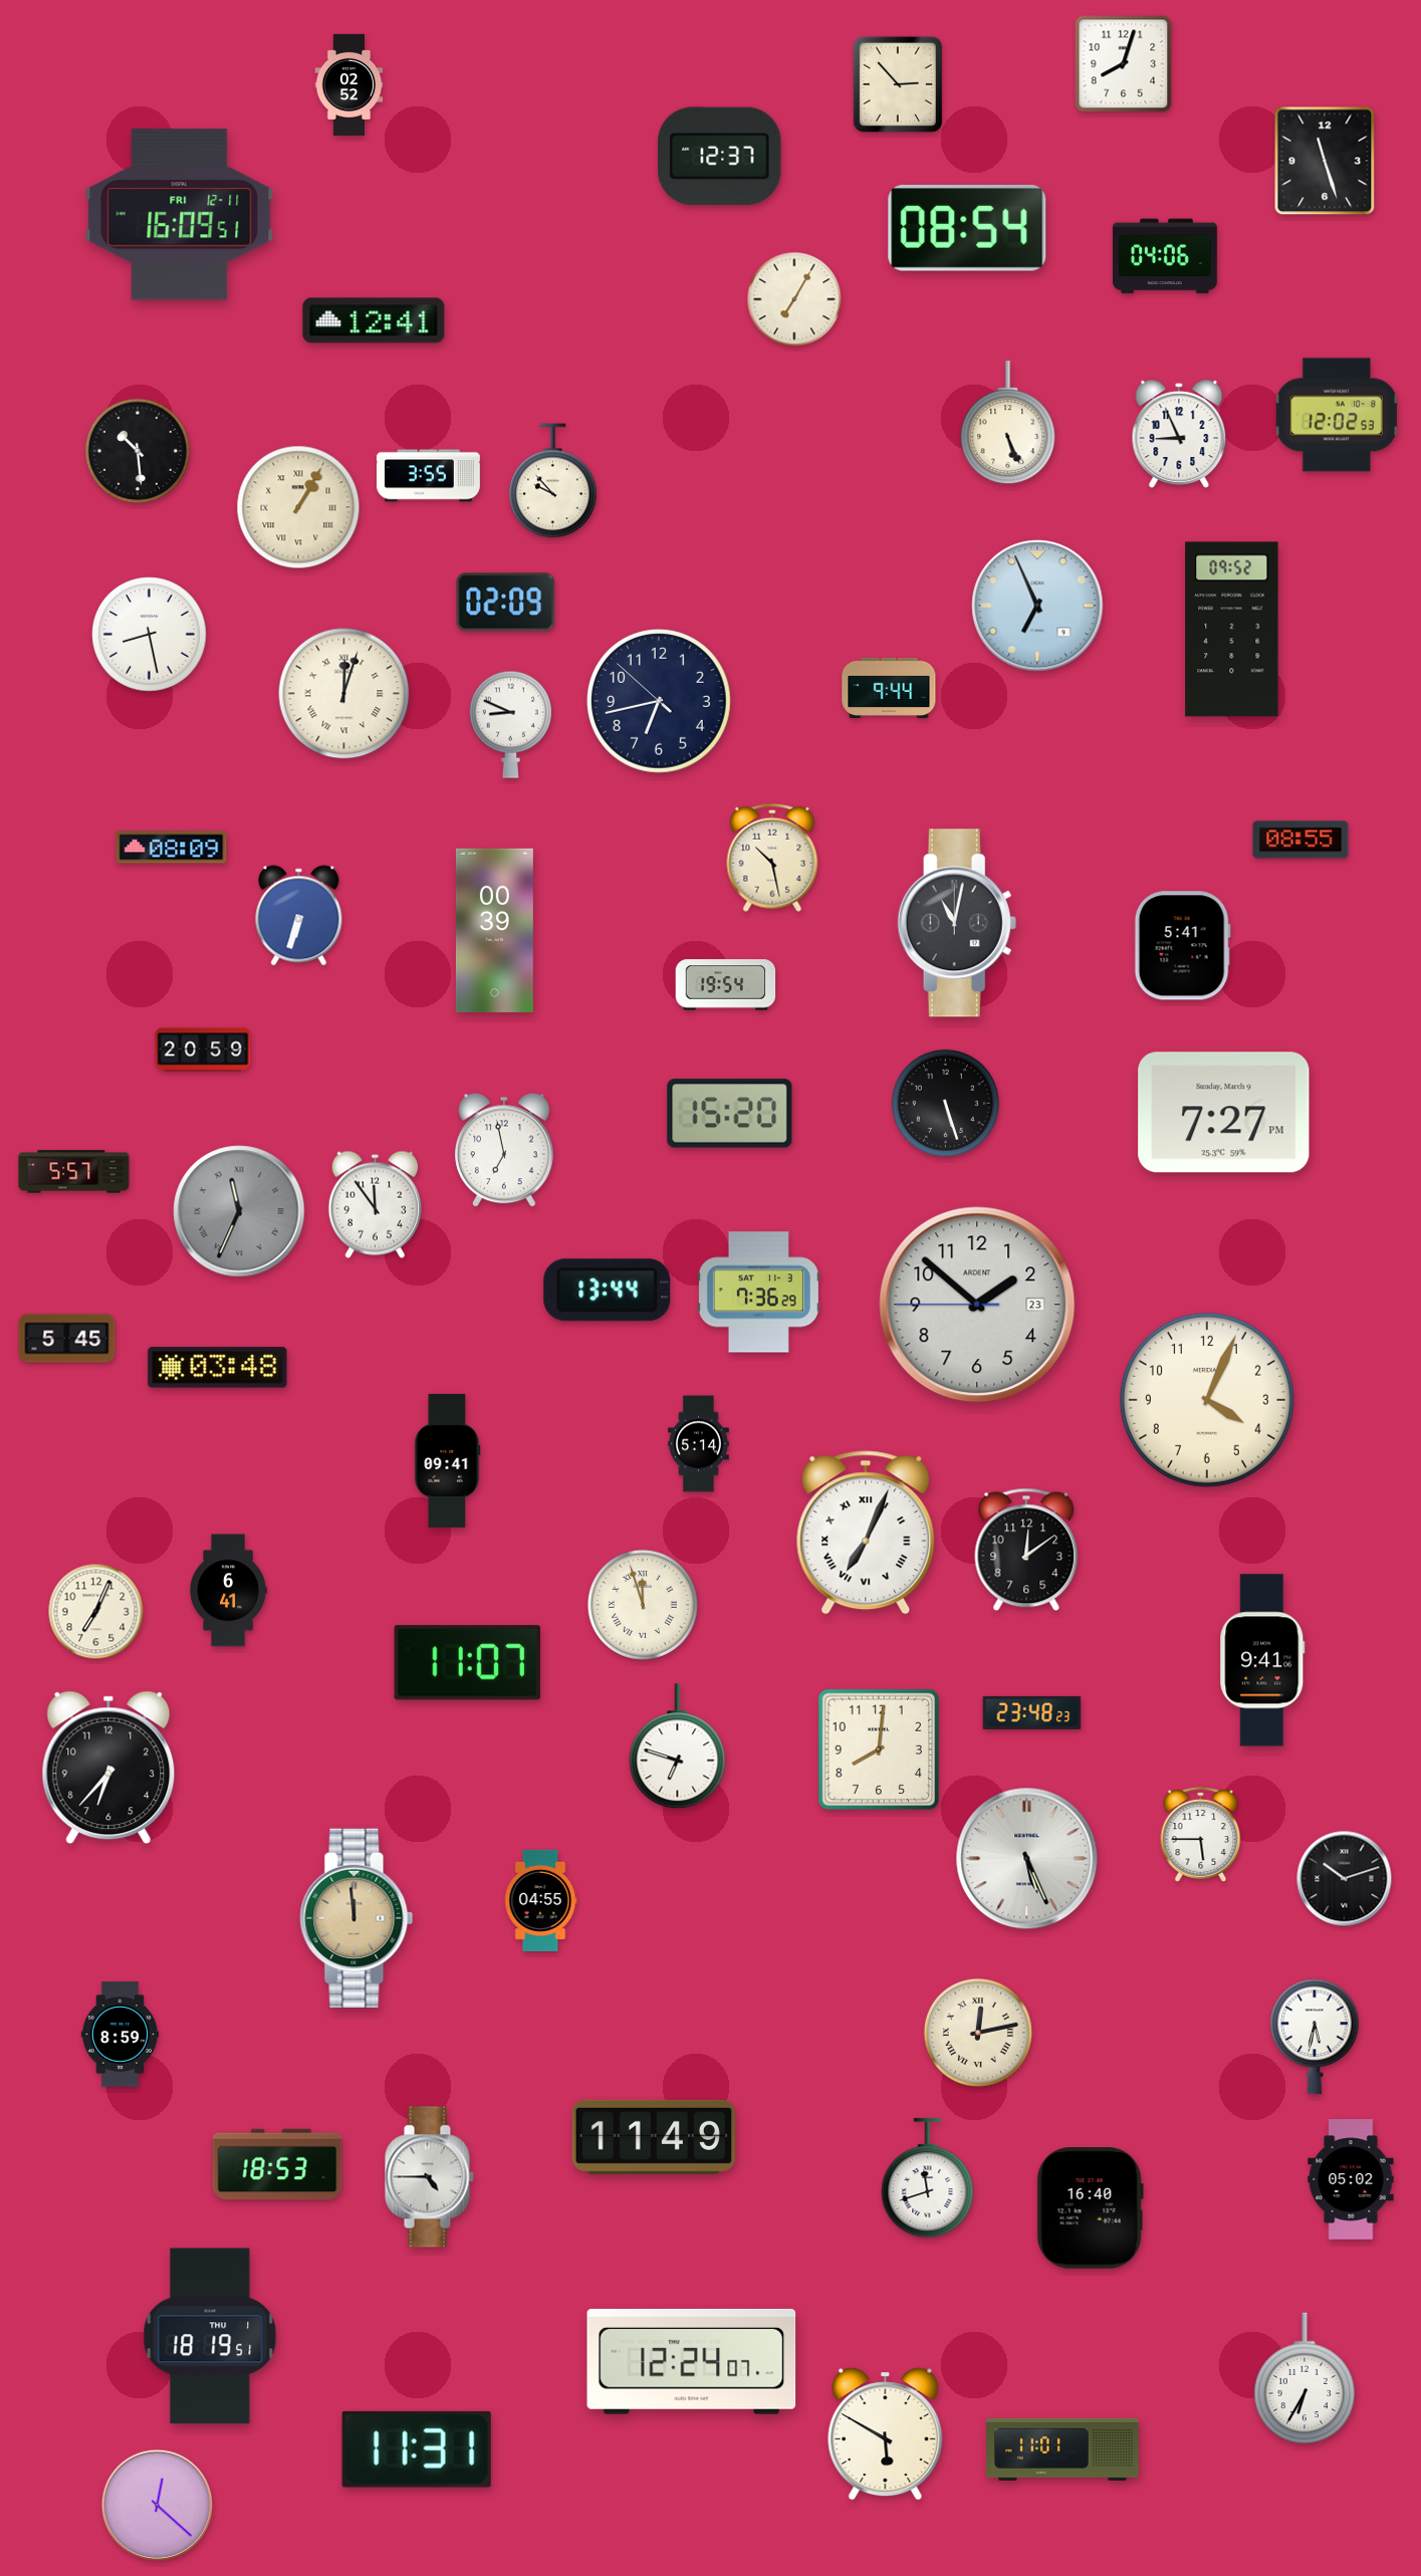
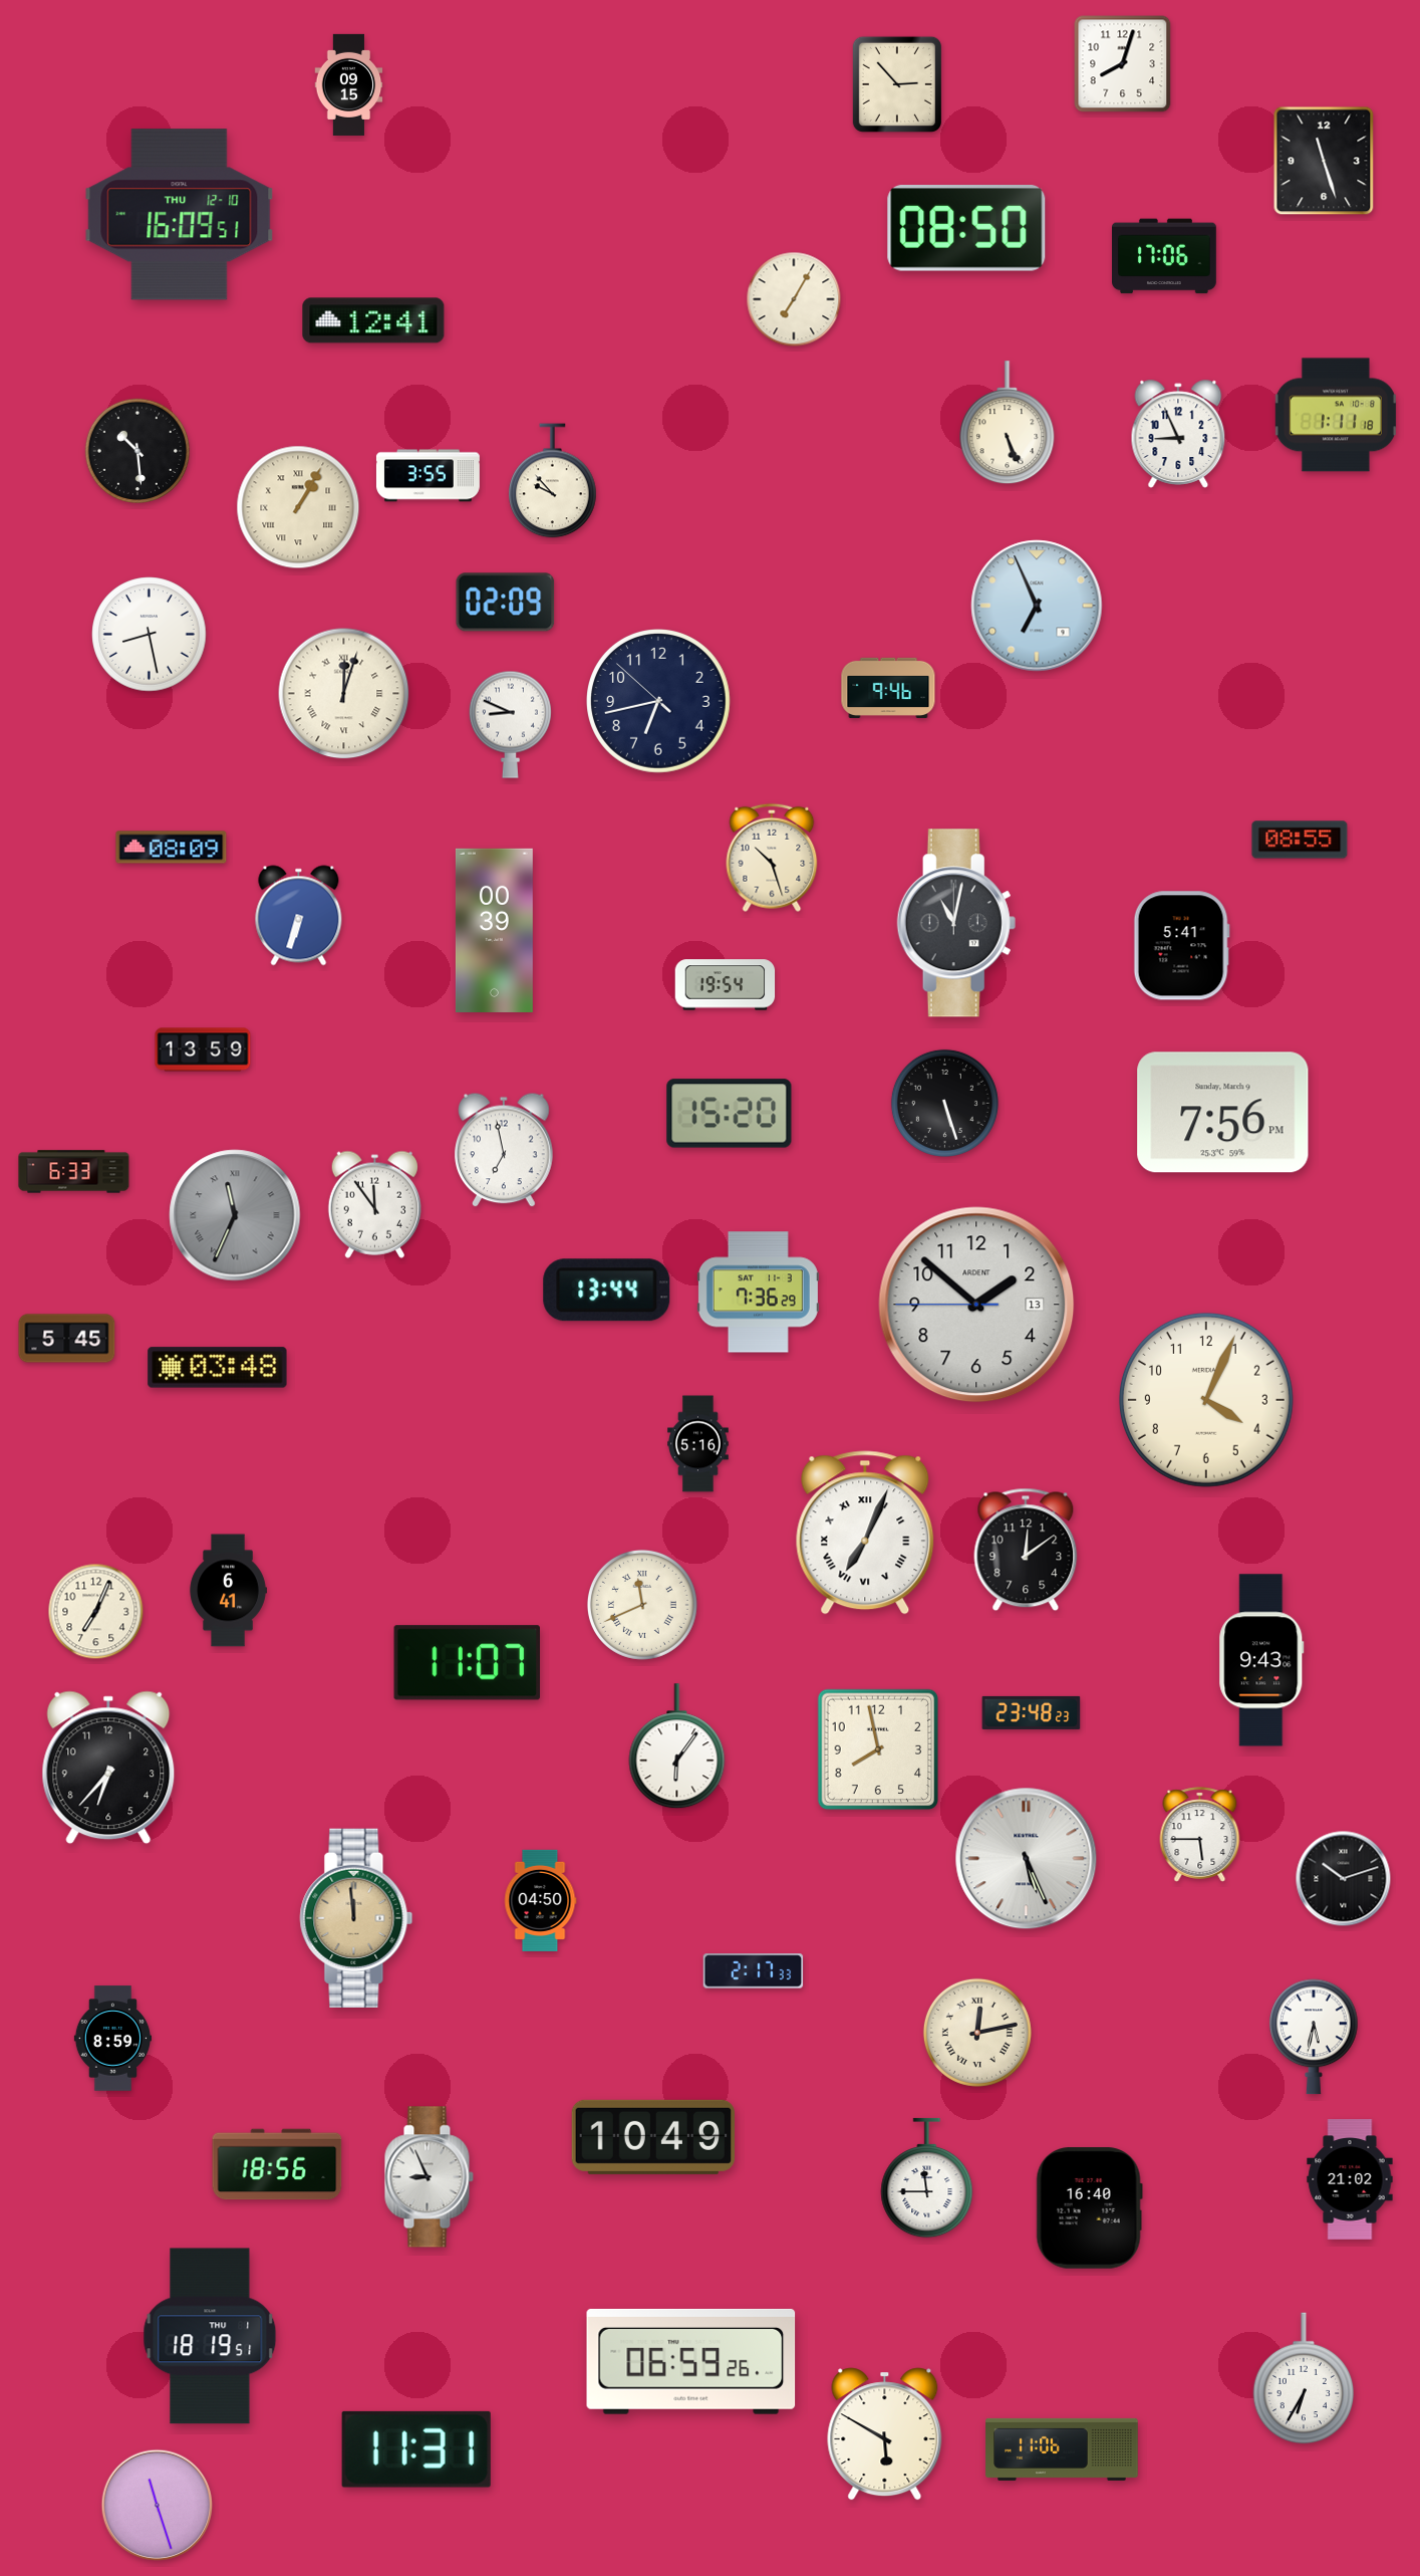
clock at (349, 84): 02:52 -> 09:15
clock at (720, 156): 12:37 -> none
clock at (180, 215) date: FRI 12-11 -> THU 12-10
clock at (967, 229): 08:54 -> 08:50
clock at (1166, 256): 04:06 -> 17:06
clock at (1337, 415): 12:02 -> 1:11
clock at (1232, 630): 09:52 -> none
clock at (889, 688): 9:44 -> 9:46
clock at (772, 858): 10:28 -> 10:27
clock at (203, 1049): 20:59 -> 13:59
clock at (1224, 1113): 7:27 -> 7:56
clock at (74, 1172): 5:57 -> 6:33
clock at (239, 1211) position: (239, 1211) -> (235, 1215)
clock at (977, 1305) date: 23 -> 13
clock at (699, 1444): 5:14 -> 5:16
clock at (448, 1460): 09:41 -> none
clock at (643, 1605): 11:57 -> 11:41
clock at (1262, 1660): 9:41 -> 9:43
clock at (678, 1746): 6:48 -> 6:06
clock at (879, 1749): 8:01 -> 7:58
clock at (540, 1900): 04:55 -> 04:50
clock at (754, 1971): none -> 2:17
clock at (120, 2035) position: (120, 2035) -> (112, 2039)
clock at (653, 2137): 11:49 -> 10:49
clock at (277, 2164): 18:53 -> 18:56
clock at (429, 2177): 4:45 -> 8:56
clock at (928, 2178): 11:42 -> 11:45
clock at (1351, 2179): 05:02 -> 21:02
clock at (692, 2361): 12:24 -> 06:59
clock at (1062, 2449): 11:01 -> 11:06
clock at (158, 2506): 12:22 -> 11:27
